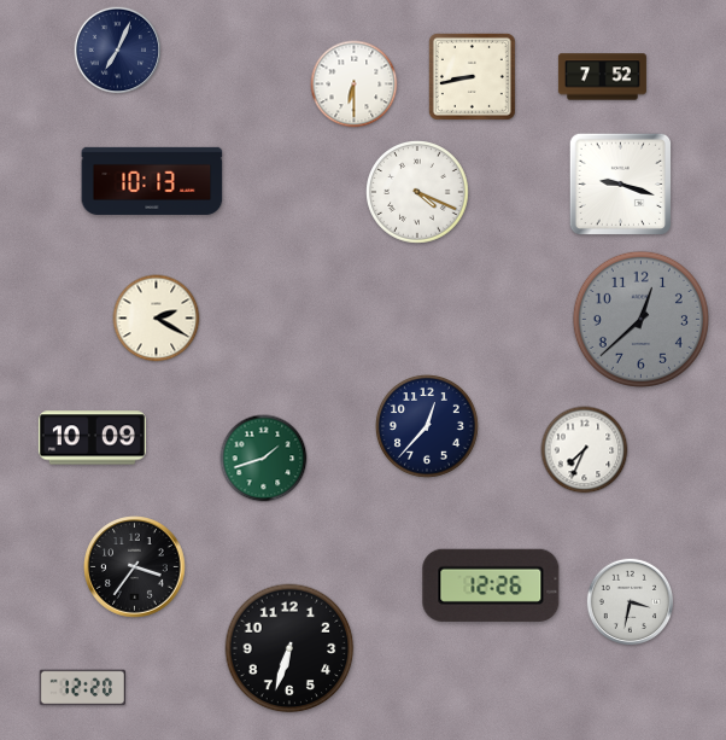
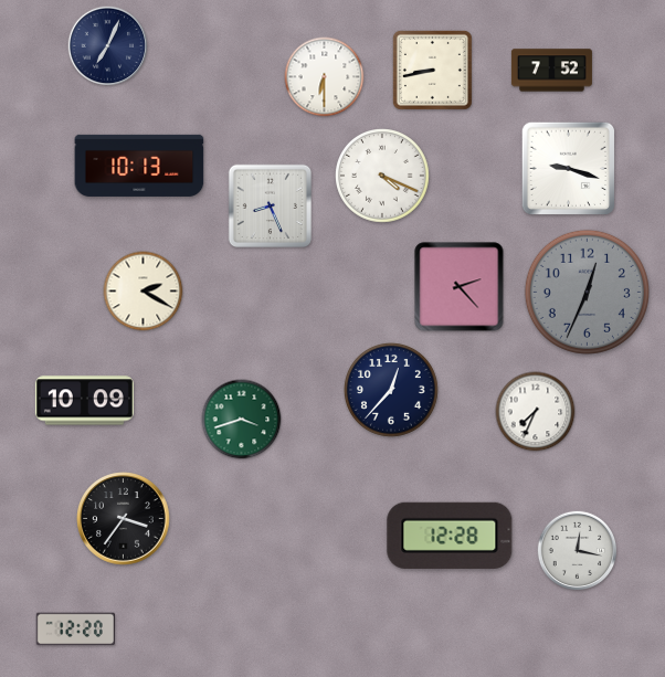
clock at (270, 205): none -> 8:26
clock at (460, 287): none -> 2:23
clock at (640, 319): 12:38 -> 12:34
clock at (264, 459): 1:42 -> 3:42
clock at (491, 585): 12:26 -> 12:28
clock at (631, 602): 3:32 -> 12:17
clock at (289, 648): 6:33 -> none
